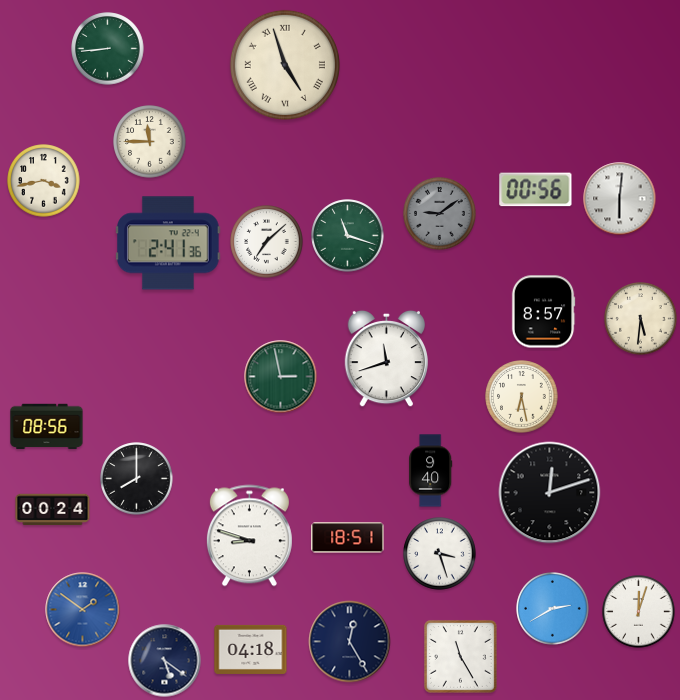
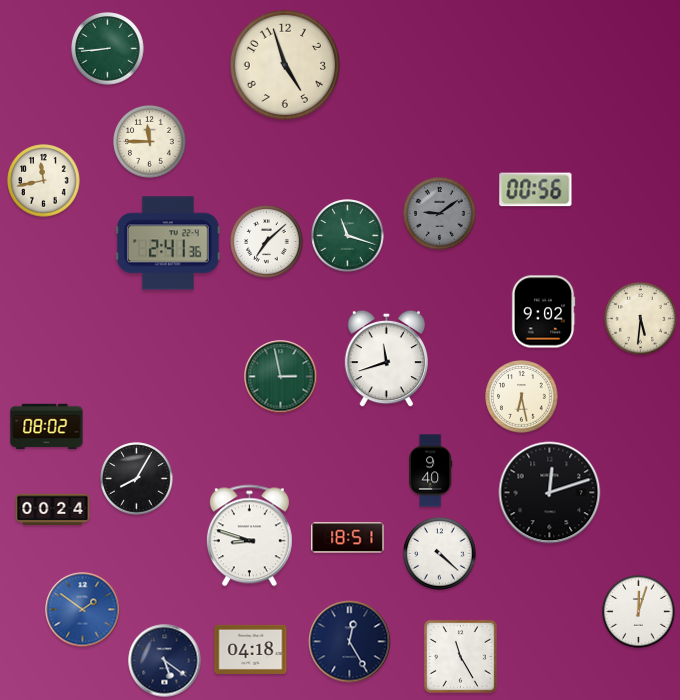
clock at (285, 65) numerals: Roman -> Arabic
clock at (44, 181): 3:43 -> 11:43
clock at (620, 199): 6:01 -> none
clock at (543, 312): 8:57 -> 9:02
clock at (47, 427): 08:56 -> 08:02
clock at (137, 479): 8:00 -> 8:05
clock at (440, 554): 3:27 -> 4:22
clock at (553, 609): 2:40 -> none
